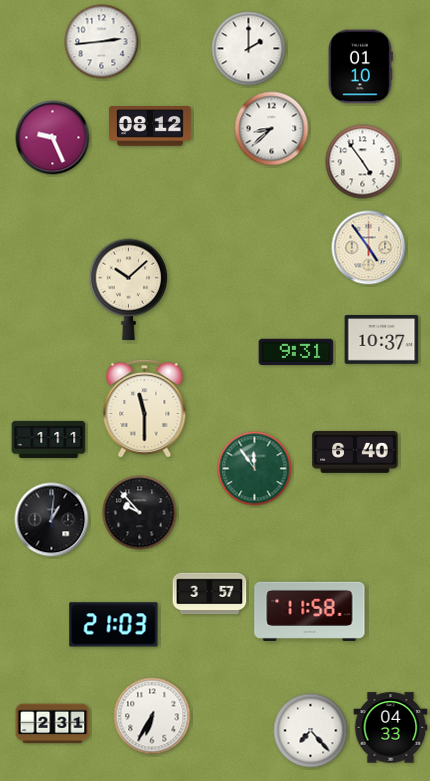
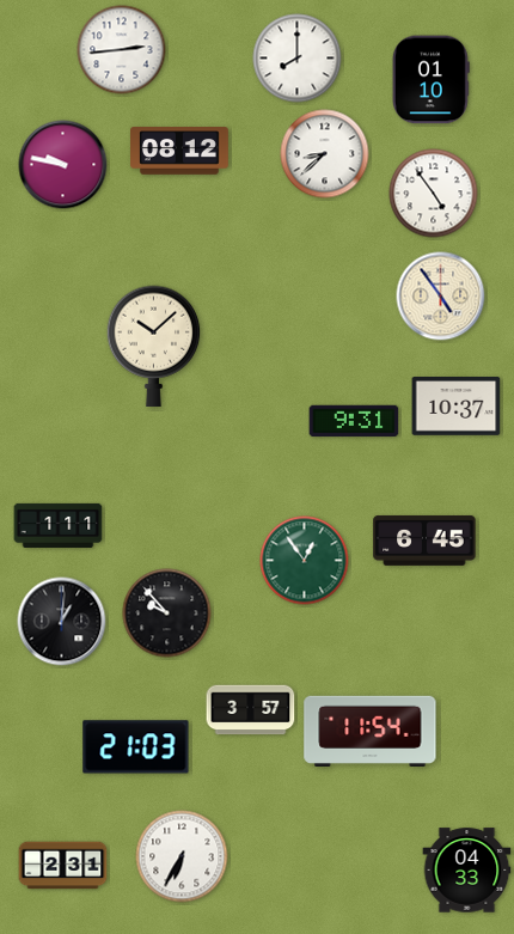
clock at (249, 49): 2:00 -> 8:00
clock at (53, 138): 9:26 -> 9:47
clock at (145, 408): 11:30 -> none
clock at (355, 452): 6:40 -> 6:45
clock at (255, 469): 11:54 -> 12:54
clock at (310, 611): 11:58 -> 11:54
clock at (311, 731): 7:23 -> none
